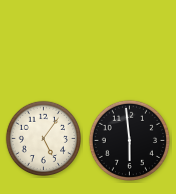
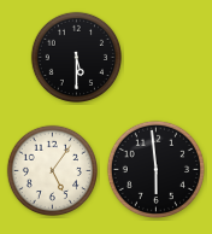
clock at (76, 57): none -> 5:30
clock at (43, 138) position: (43, 138) -> (52, 170)
